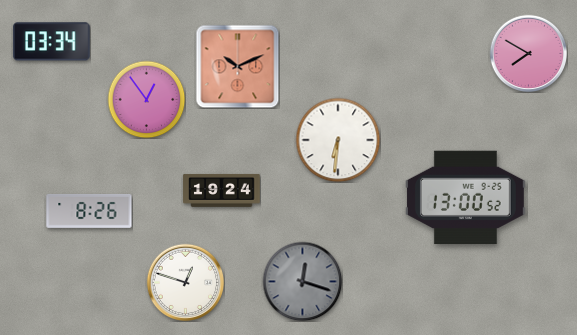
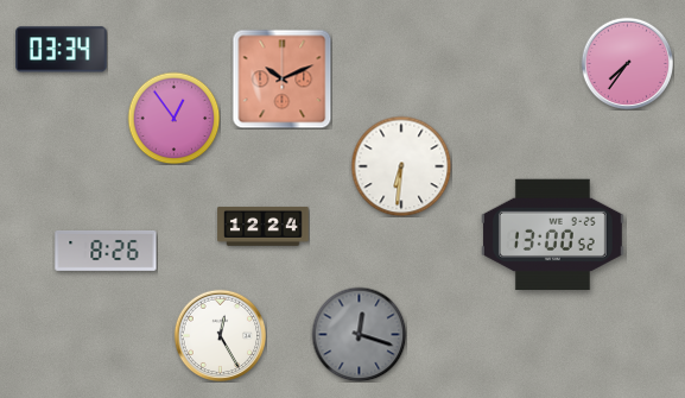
clock at (528, 53): 7:50 -> 7:36
clock at (222, 190): 19:24 -> 12:24
clock at (185, 282): 12:48 -> 12:25
